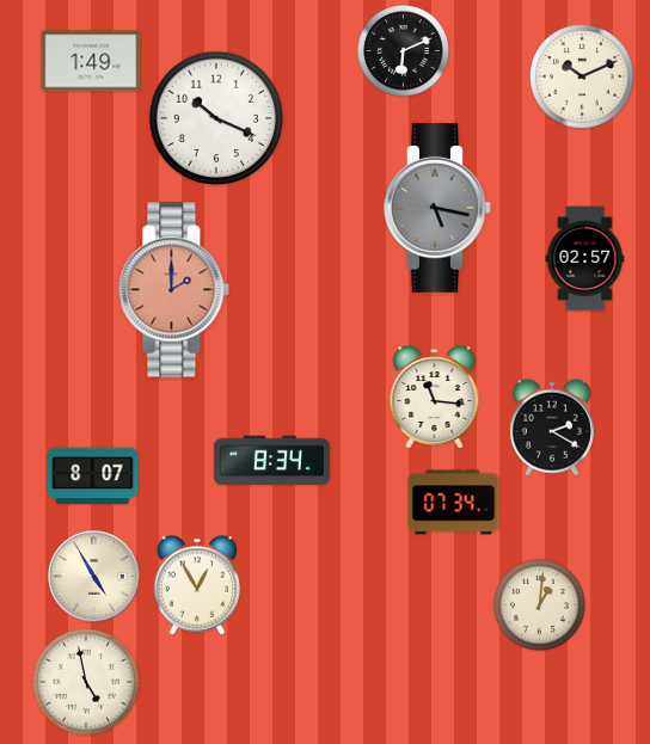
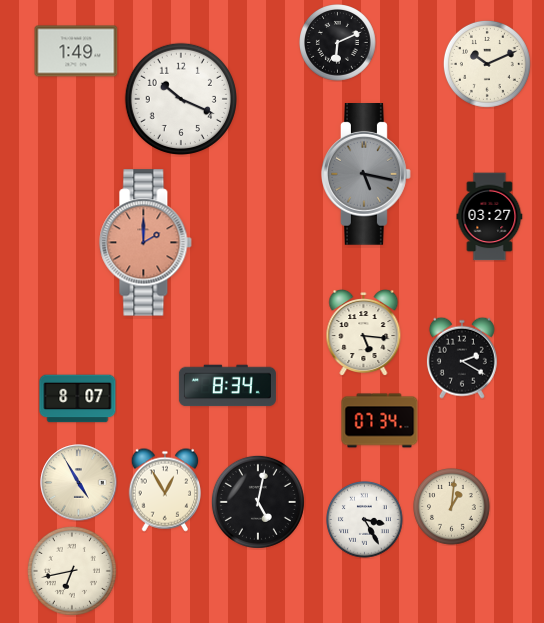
clock at (585, 259): 02:57 -> 03:27
clock at (435, 396): 11:16 -> 5:16
clock at (258, 502): none -> 5:02
clock at (365, 520): none -> 3:25
clock at (86, 682): 4:58 -> 6:43
